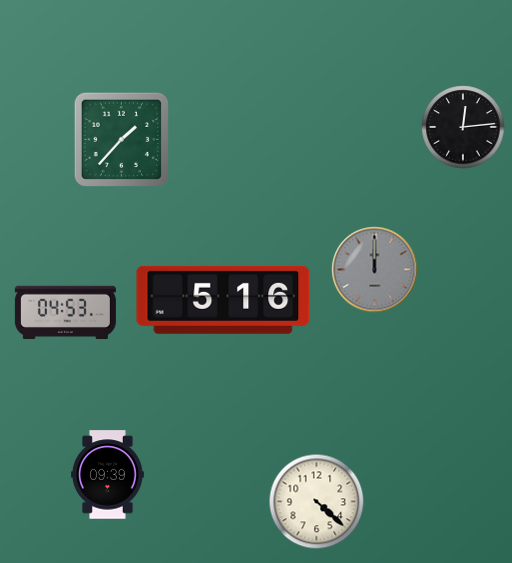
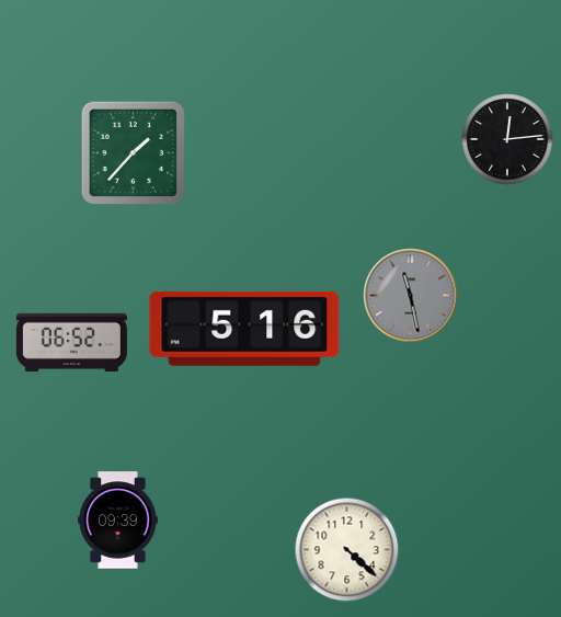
clock at (375, 270): 12:00 -> 11:28
clock at (65, 312): 04:53 -> 06:52
